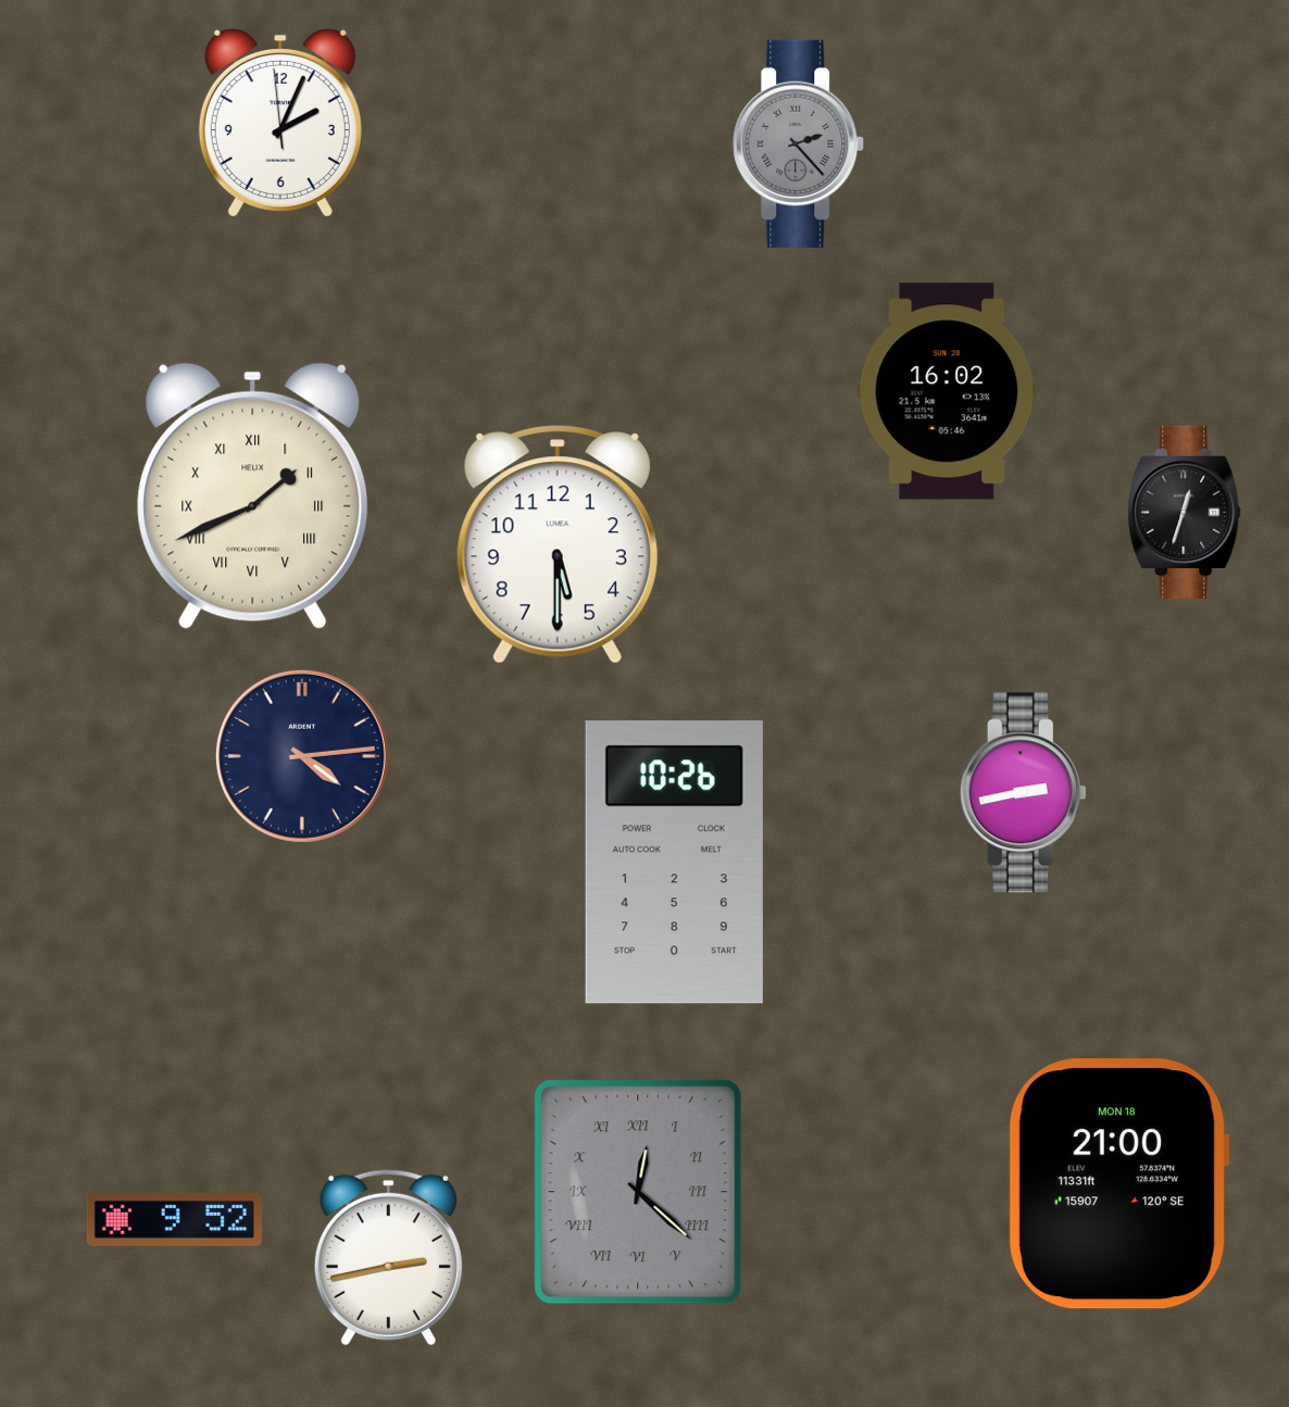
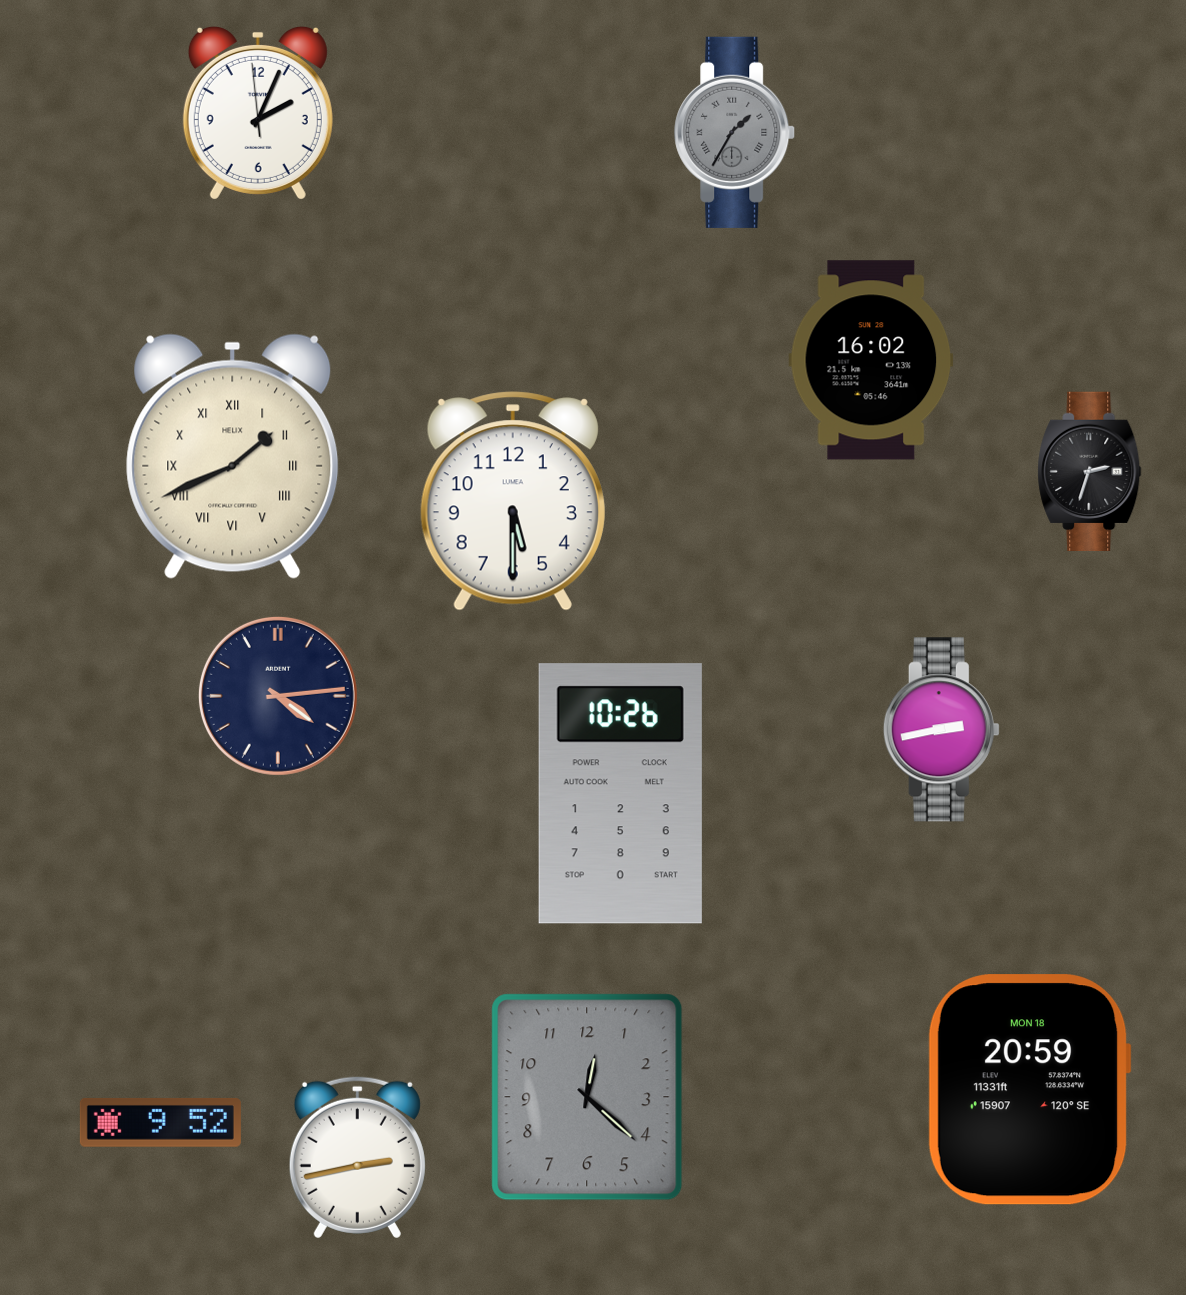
clock at (799, 143): 2:23 -> 1:35
clock at (1185, 512): 12:33 -> 2:33
clock at (1118, 1184): 21:00 -> 20:59
clock at (638, 1192) numerals: Roman -> Arabic
